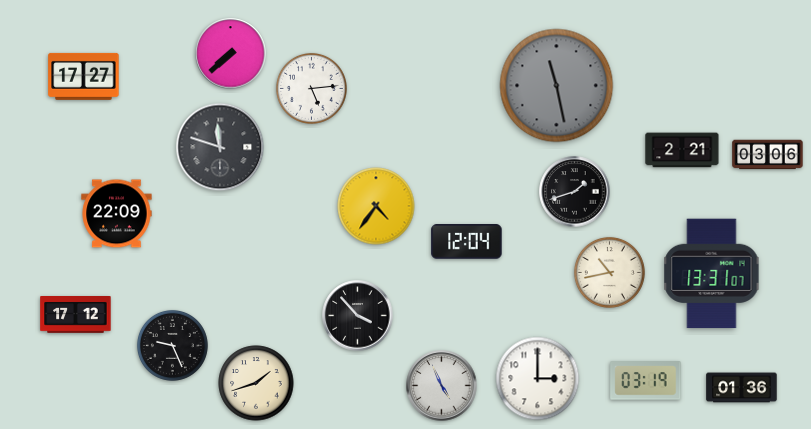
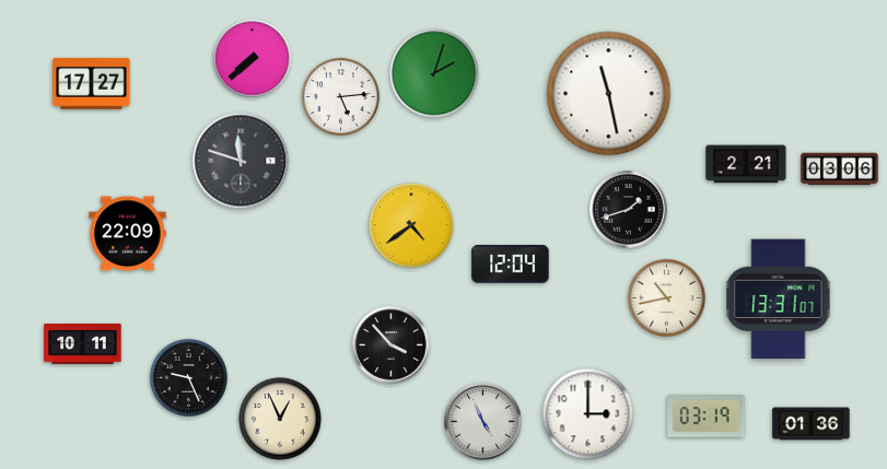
clock at (434, 73): none -> 2:03
clock at (557, 86) dial: grey -> white
clock at (376, 206): 4:36 -> 4:39
clock at (76, 315): 17:12 -> 10:11
clock at (256, 383): 1:42 -> 12:56
